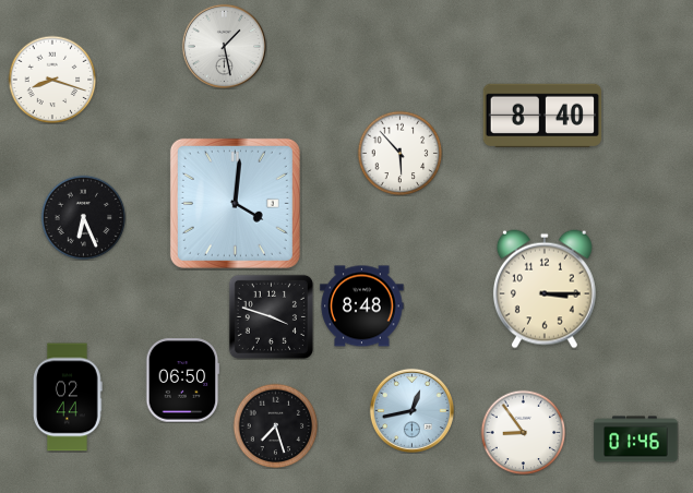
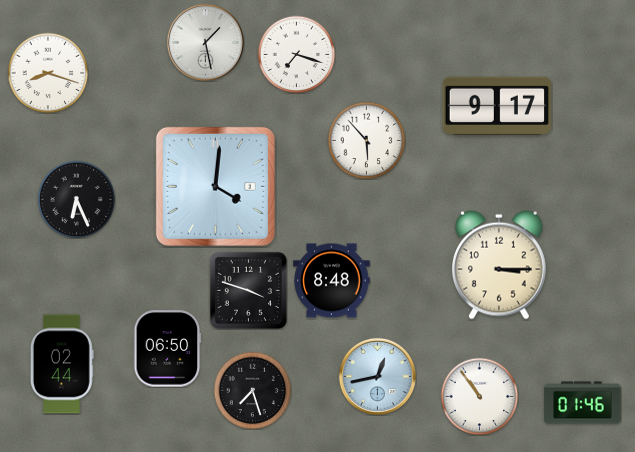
clock at (296, 54): none -> 7:18
clock at (541, 116): 8:40 -> 9:17
clock at (523, 432): 8:54 -> 10:54
